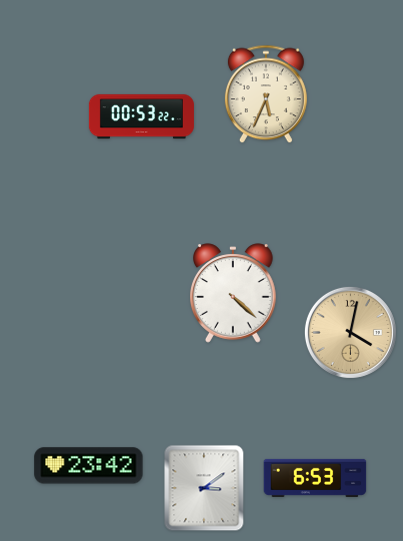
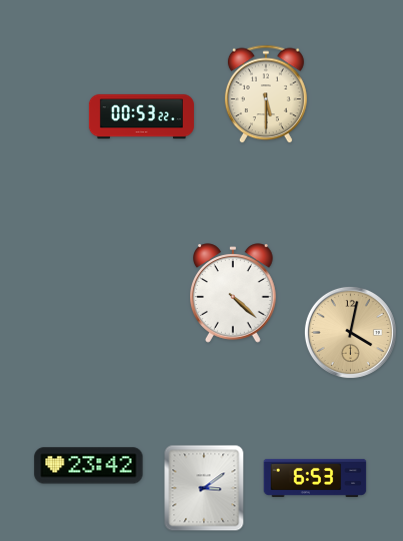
clock at (266, 94): 5:34 -> 5:30
